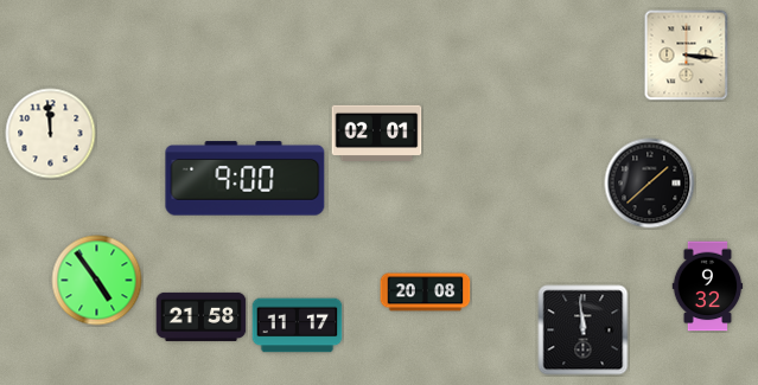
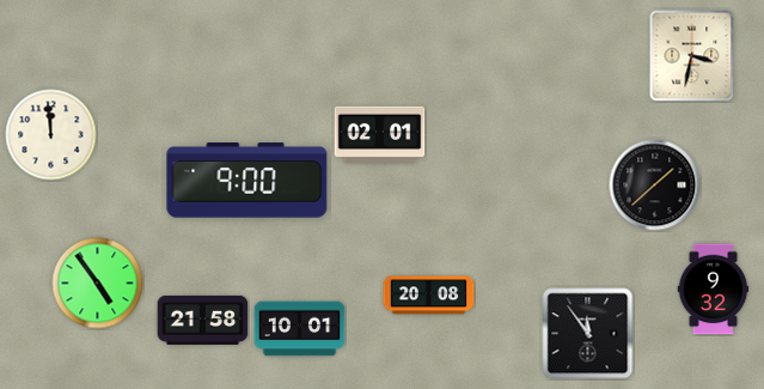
clock at (687, 56): 3:16 -> 3:32
clock at (298, 326): 11:17 -> 10:01
clock at (584, 331): 11:59 -> 11:54
